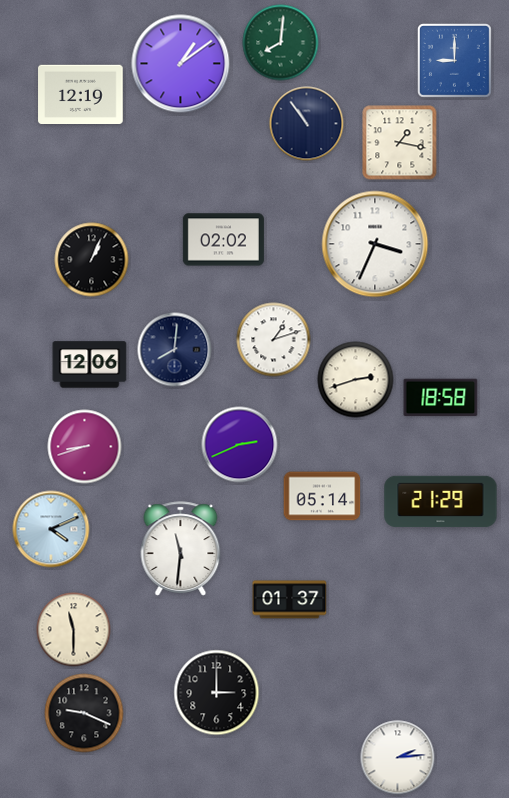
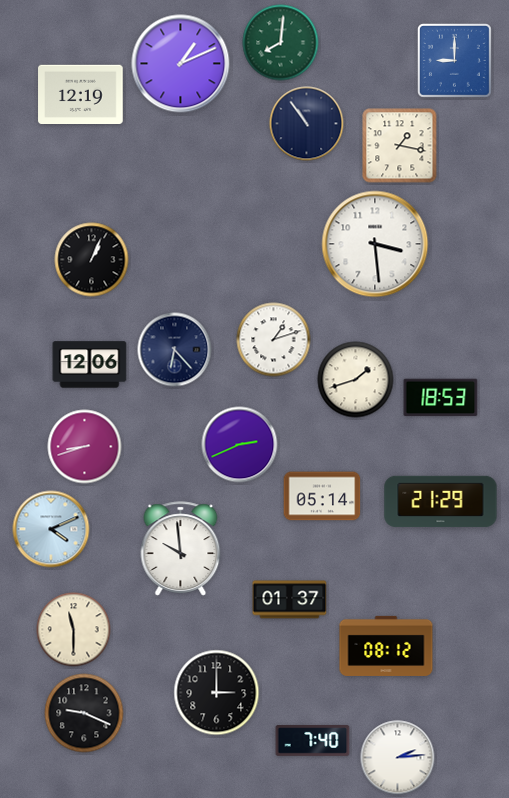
clock at (181, 64): 1:09 -> 1:11
clock at (400, 143) position: (400, 143) -> (400, 146)
clock at (223, 240): 02:02 -> none
clock at (375, 244): 3:34 -> 3:29
clock at (175, 350): 8:01 -> 6:23
clock at (356, 380): 2:42 -> 1:42
clock at (441, 398): 18:58 -> 18:53
clock at (181, 549): 11:31 -> 9:59
clock at (386, 646): none -> 08:12
clock at (313, 741): none -> 7:40
